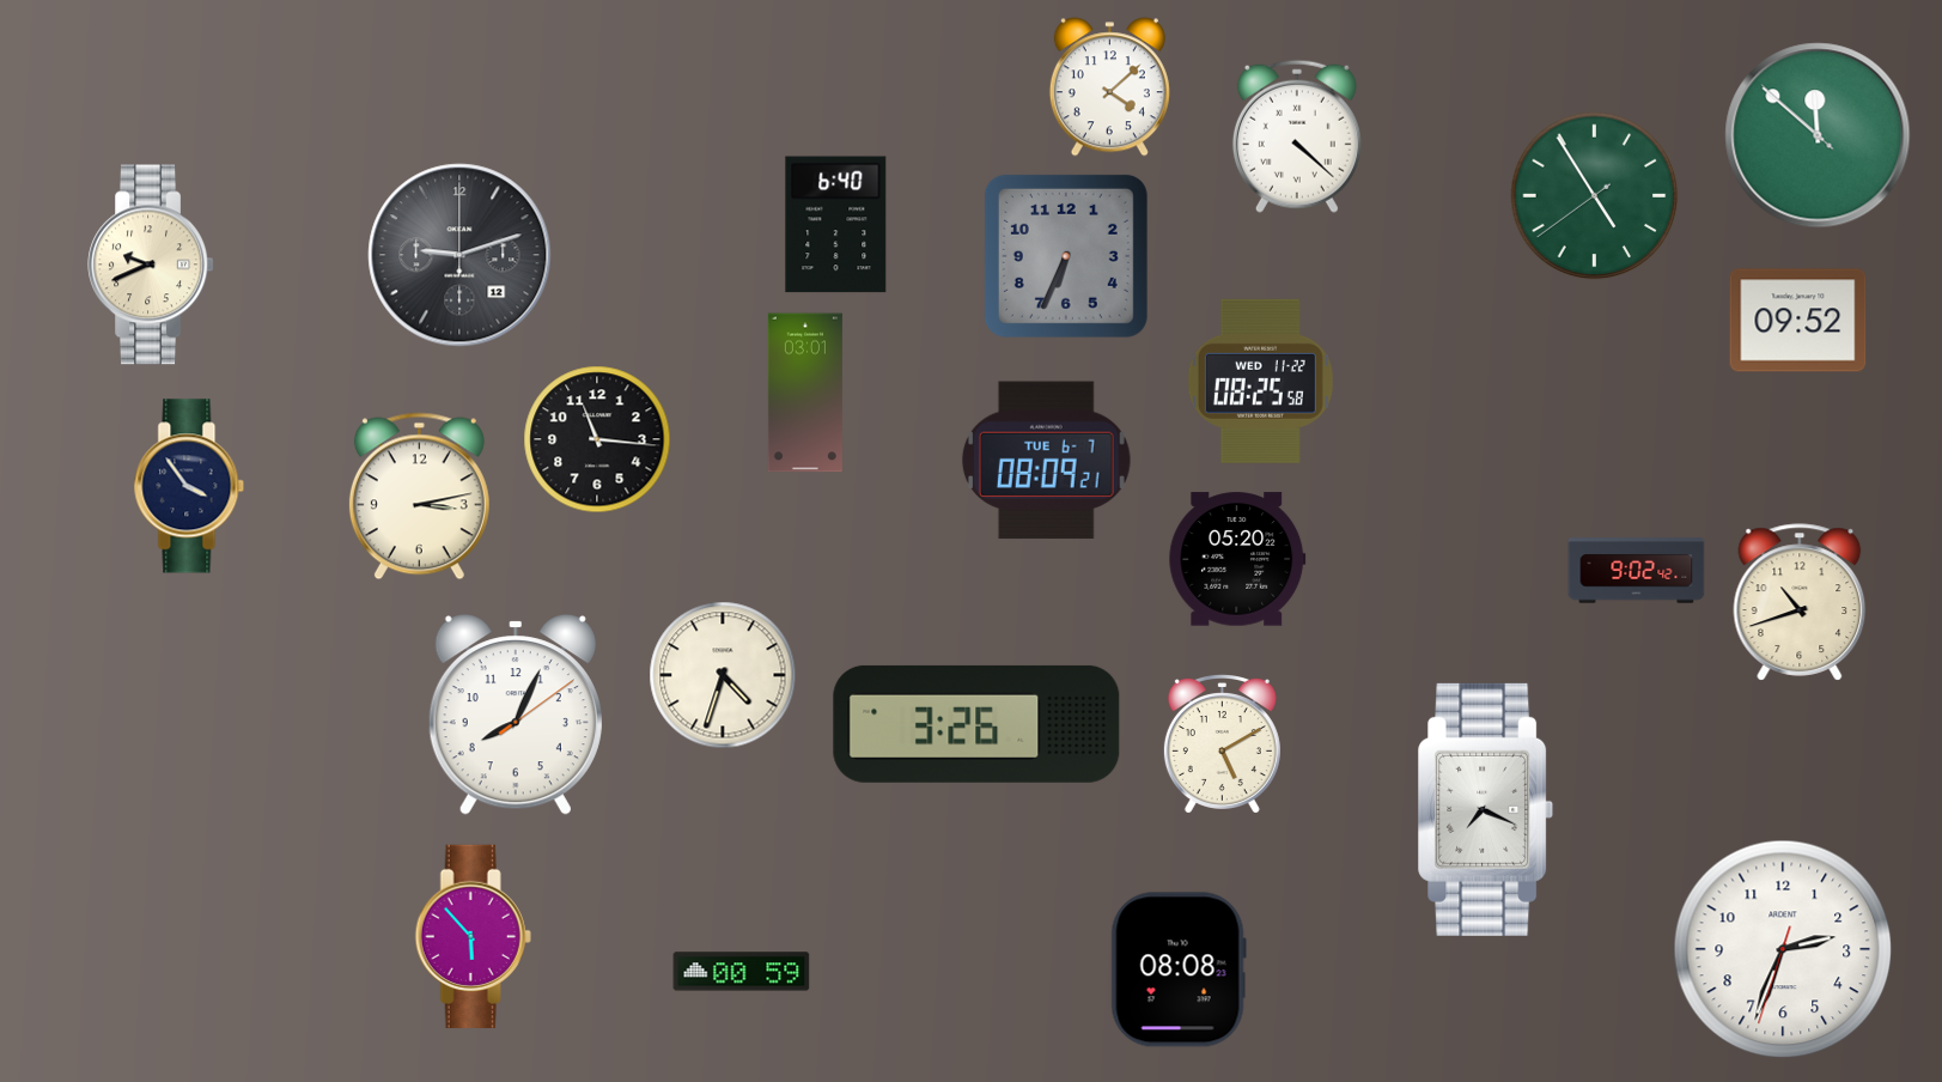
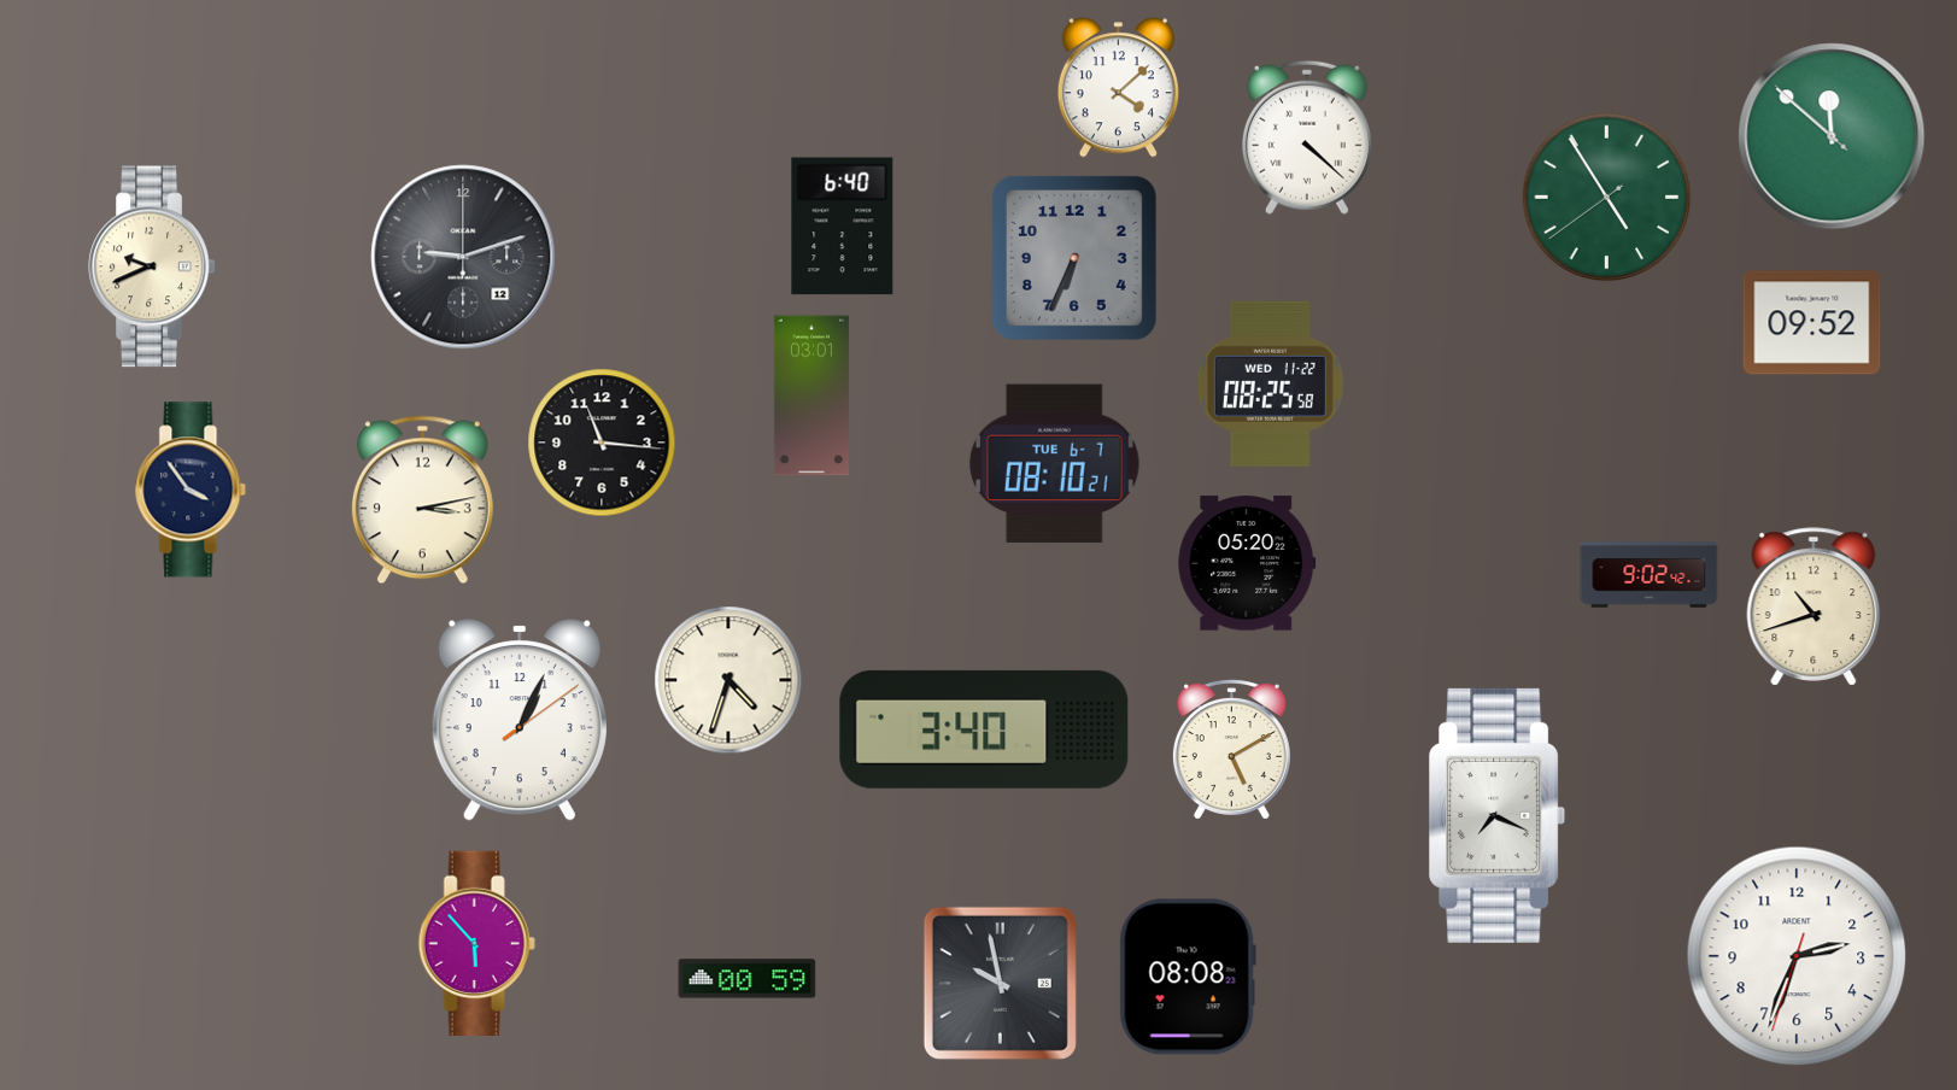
clock at (1046, 461): 08:09 -> 08:10
clock at (516, 715): 8:04 -> 1:04
clock at (976, 724): 3:26 -> 3:40
clock at (1000, 983): none -> 9:58
